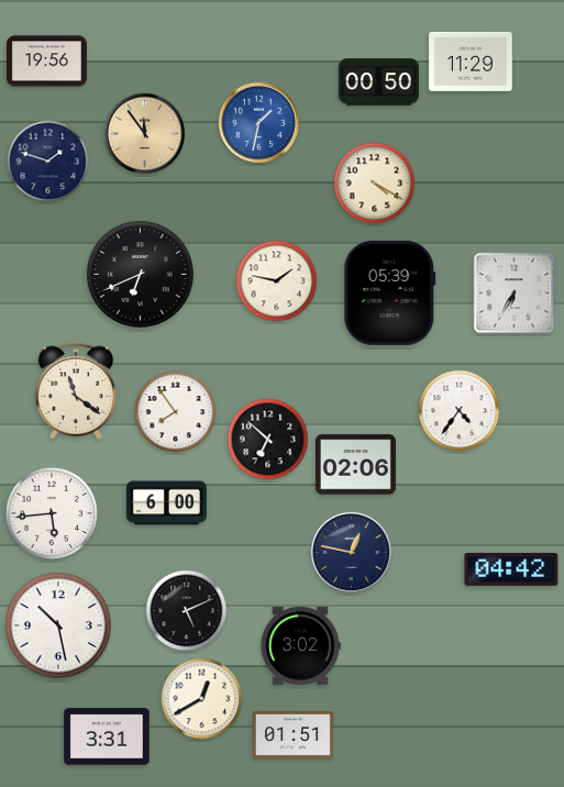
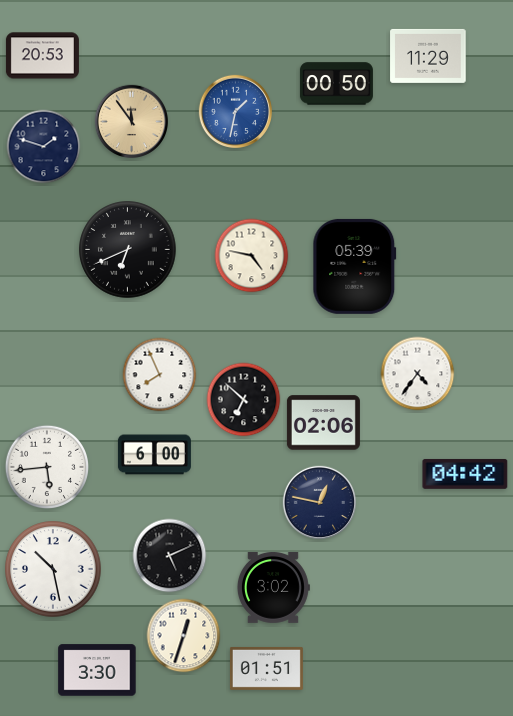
clock at (46, 62): 19:56 -> 20:53
clock at (378, 82) position: (378, 82) -> (336, 84)
clock at (375, 184): 4:20 -> none
clock at (277, 281): 1:47 -> 4:47
clock at (515, 293): 6:35 -> none
clock at (76, 391): 11:21 -> none
clock at (176, 412): 7:54 -> 7:56
clock at (166, 503) position: (166, 503) -> (154, 455)
clock at (511, 569) position: (511, 569) -> (465, 474)
clock at (202, 699): 12:40 -> 12:33
clock at (107, 736): 3:31 -> 3:30
